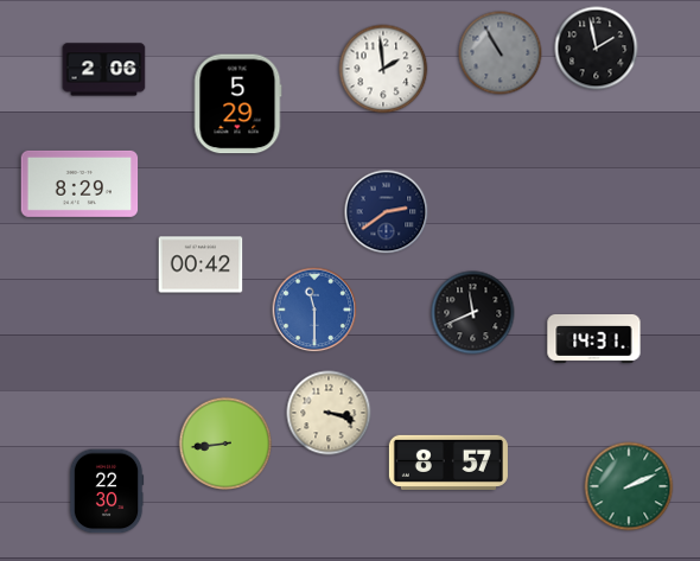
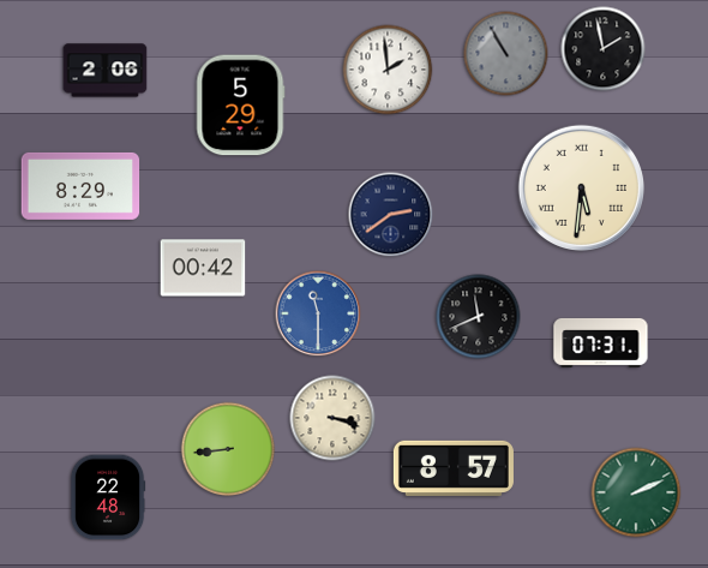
clock at (581, 187): none -> 5:31
clock at (594, 338): 14:31 -> 07:31
clock at (107, 491): 22:30 -> 22:48
